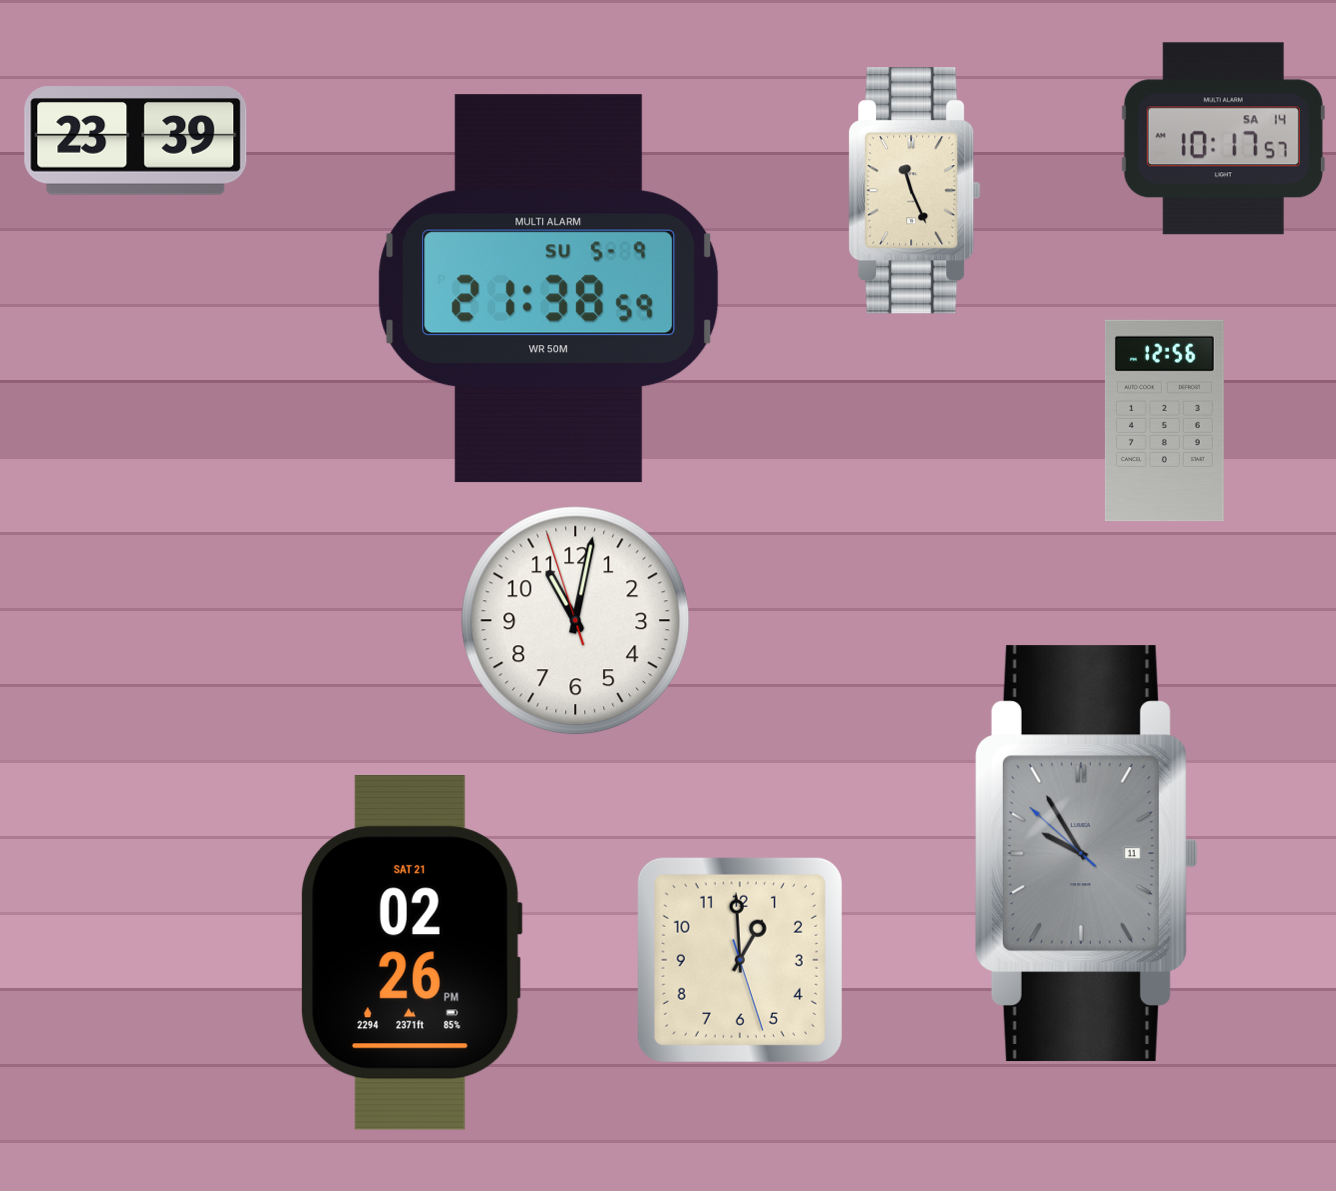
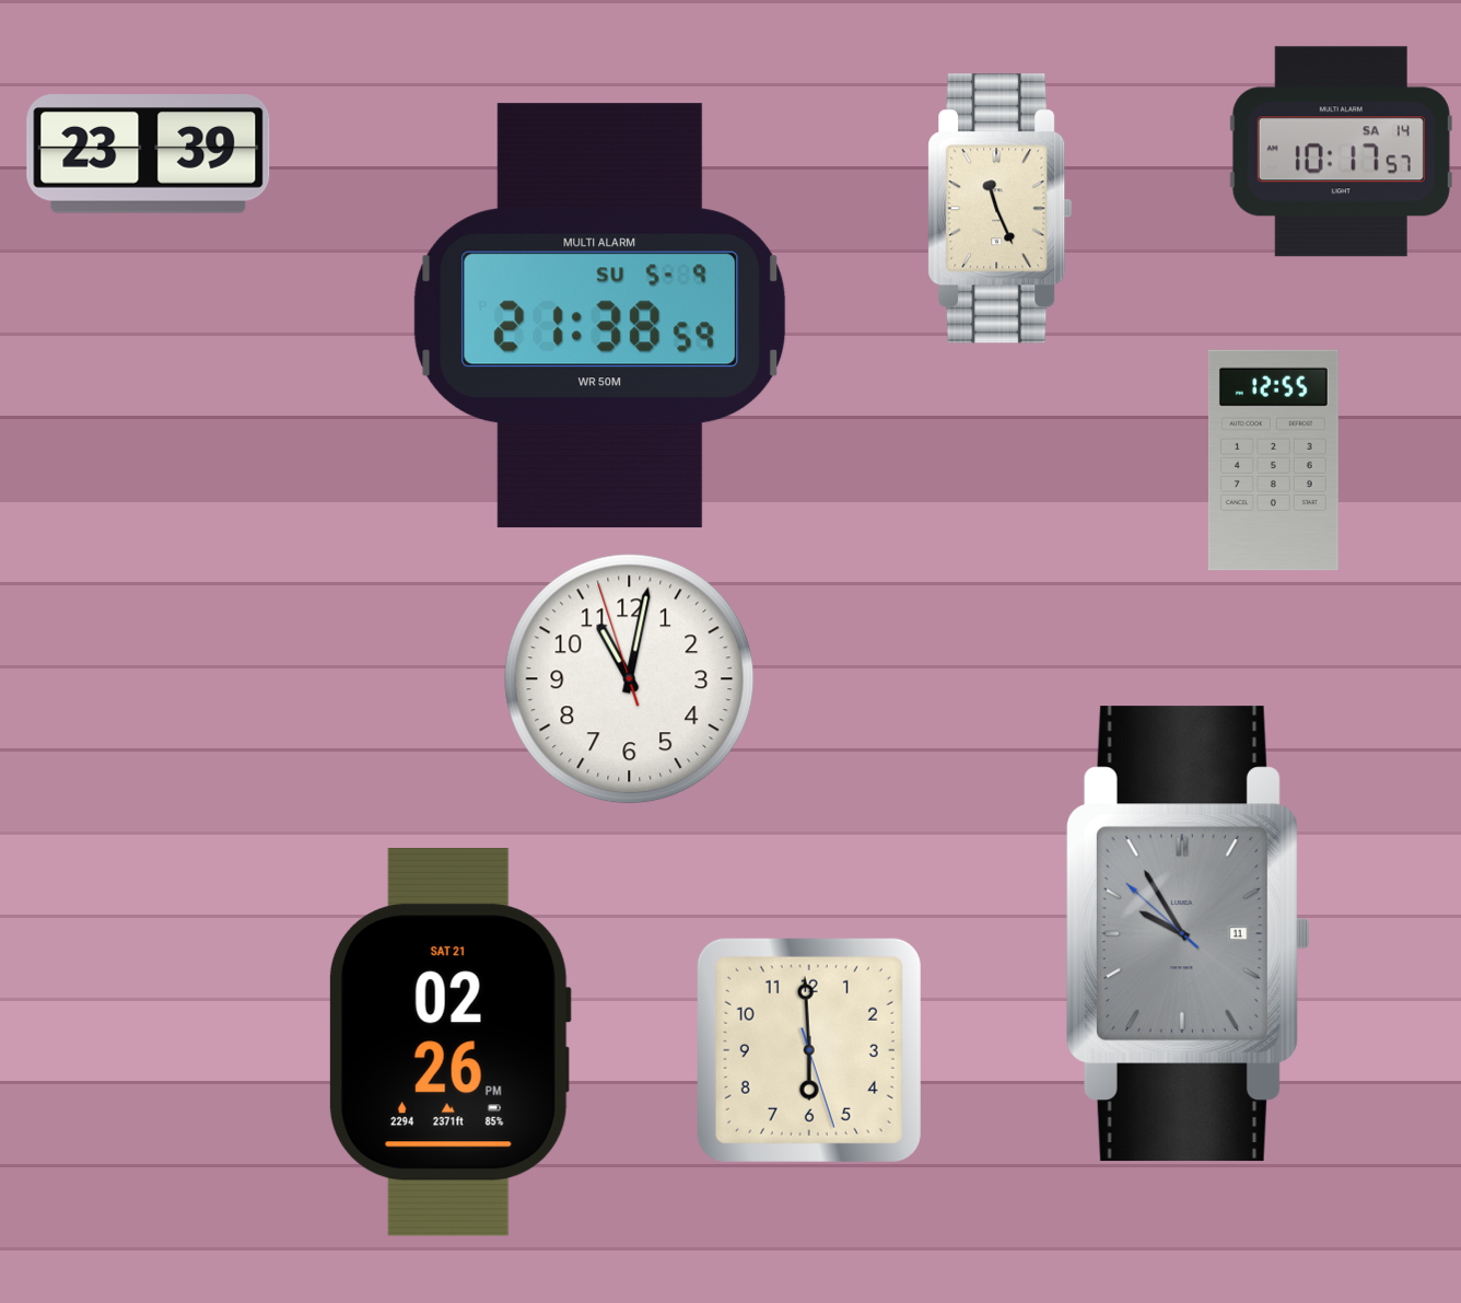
clock at (1223, 139) position: (1223, 139) -> (1341, 152)
clock at (1164, 421): 12:56 -> 12:55
clock at (740, 960): 12:59 -> 5:59
